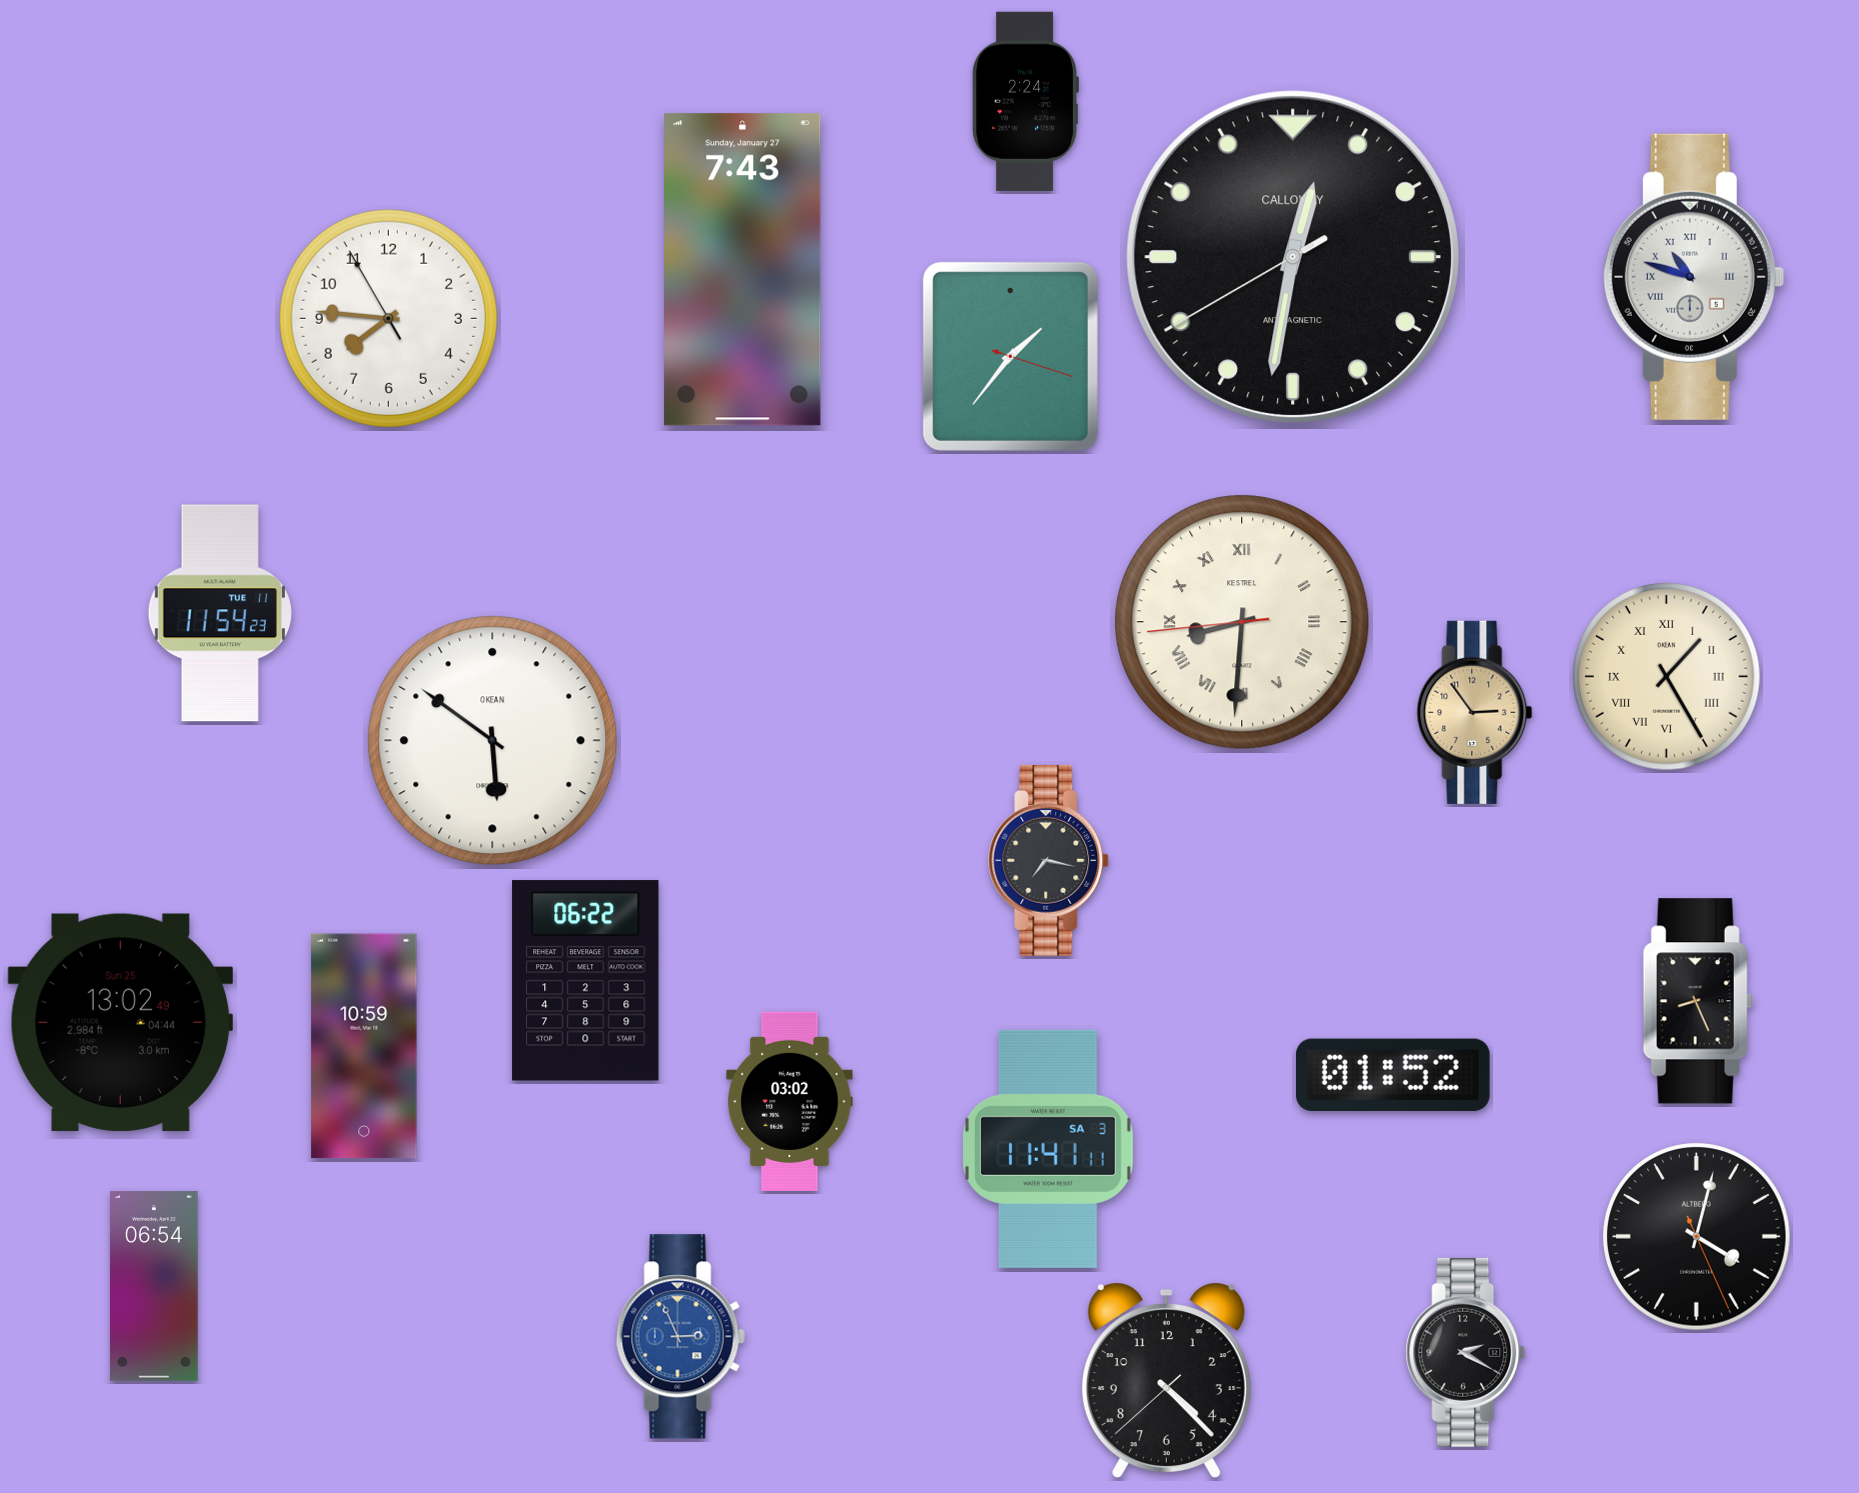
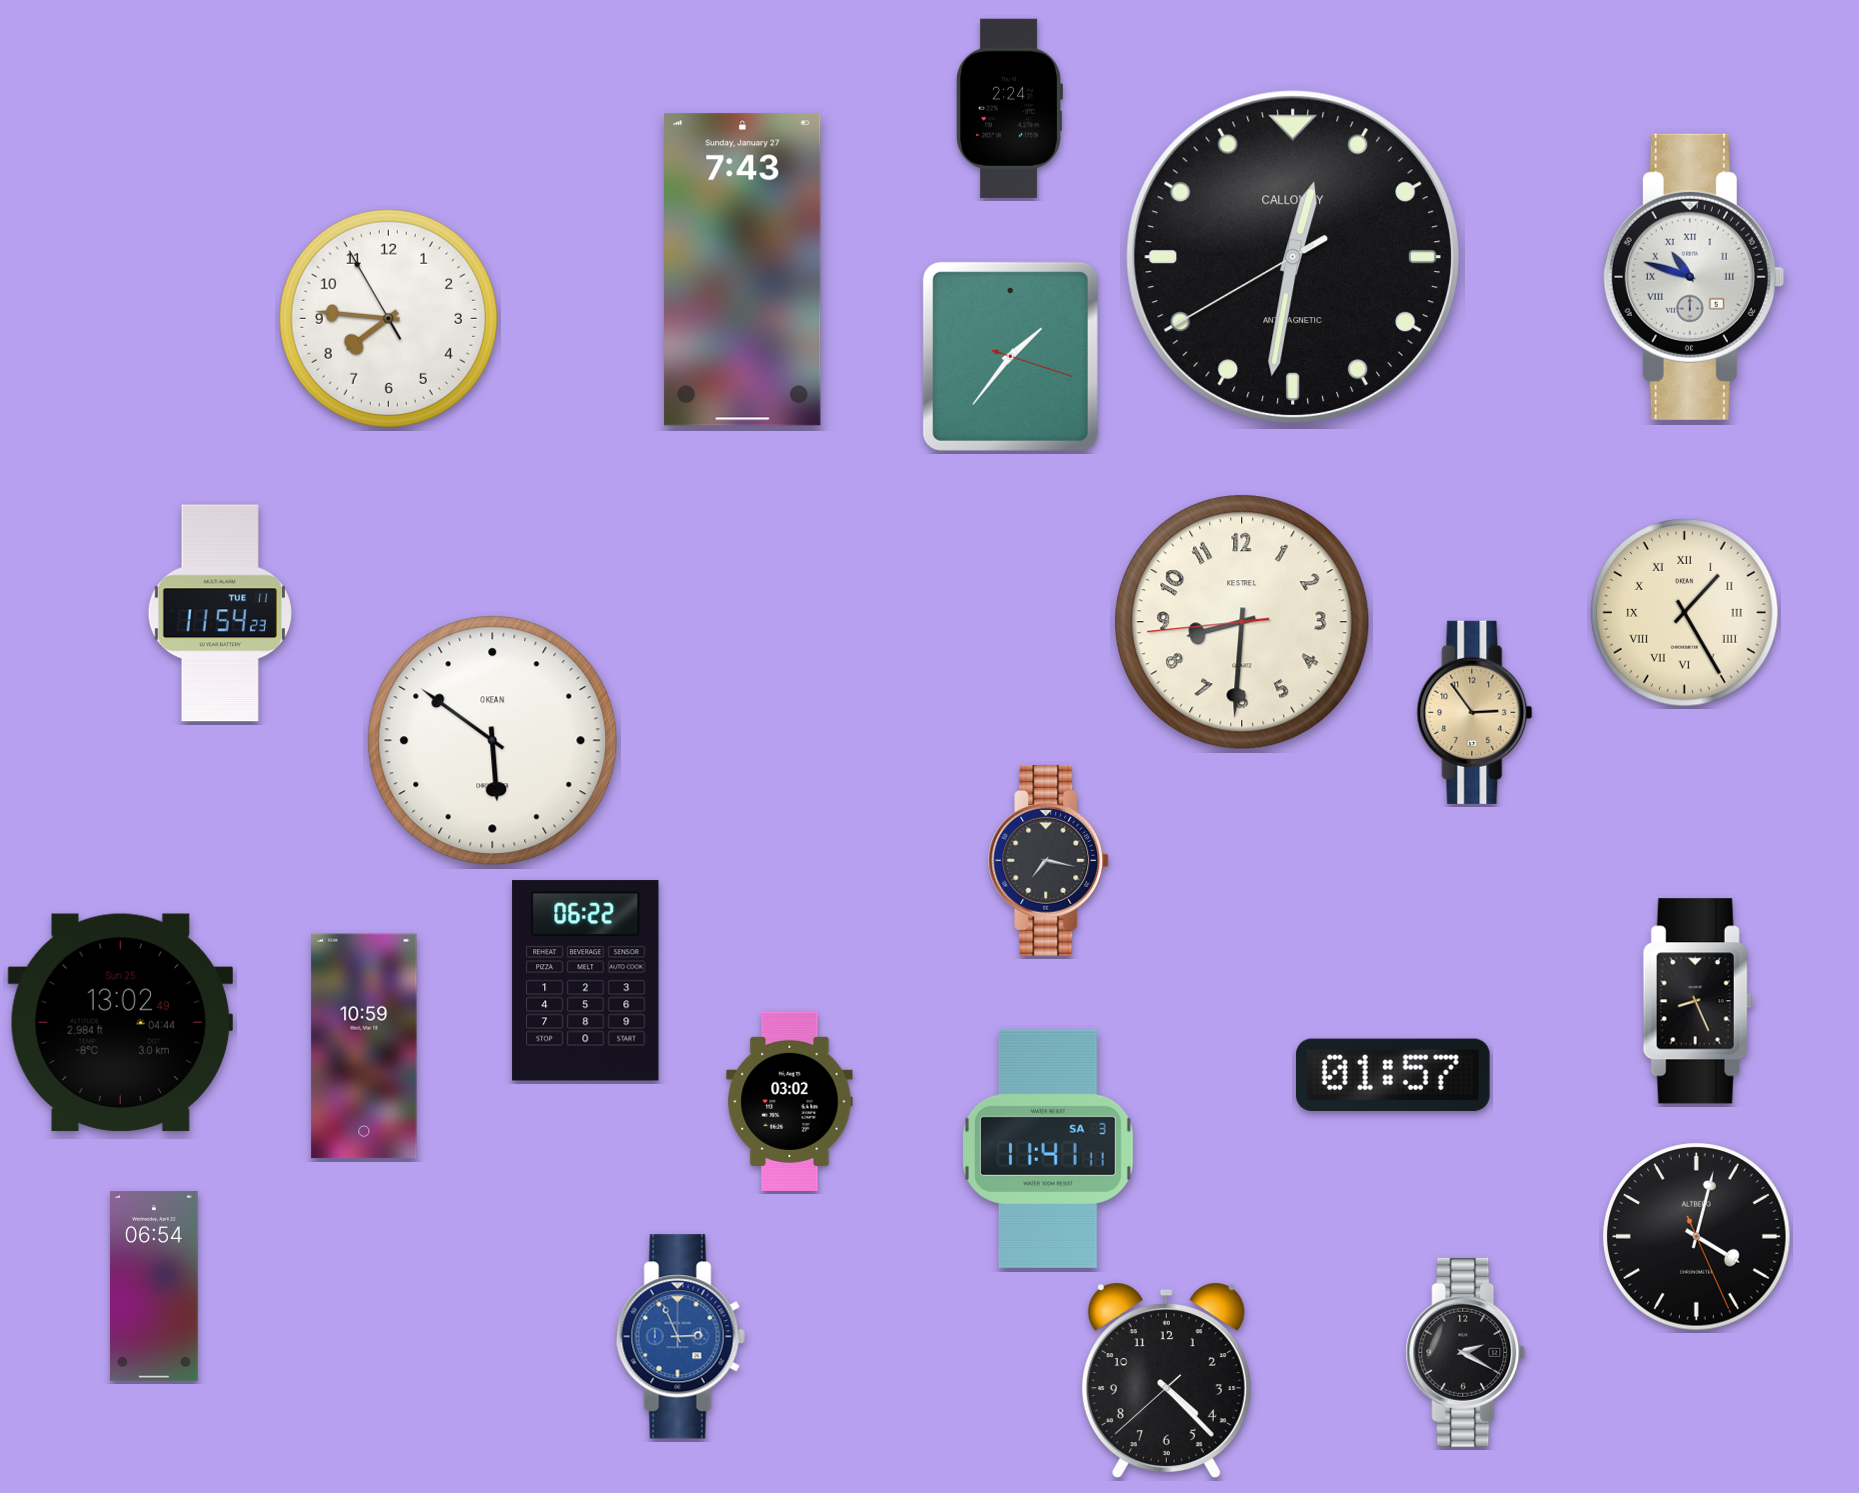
clock at (1025, 101) position: (1025, 101) -> (1009, 108)
clock at (1242, 622) numerals: Roman -> Arabic
clock at (1667, 677) position: (1667, 677) -> (1685, 613)
clock at (1393, 1074): 01:52 -> 01:57
